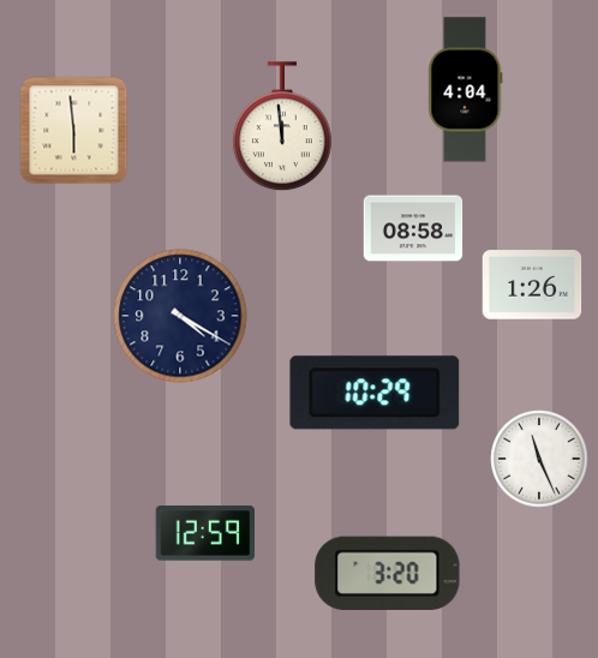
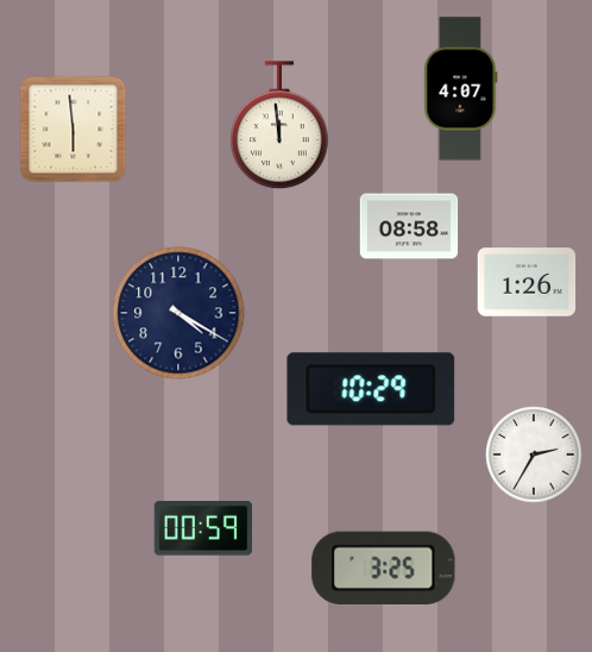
clock at (466, 90): 4:04 -> 4:07
clock at (539, 459): 11:26 -> 2:35
clock at (204, 533): 12:59 -> 00:59
clock at (388, 574): 3:20 -> 3:25
